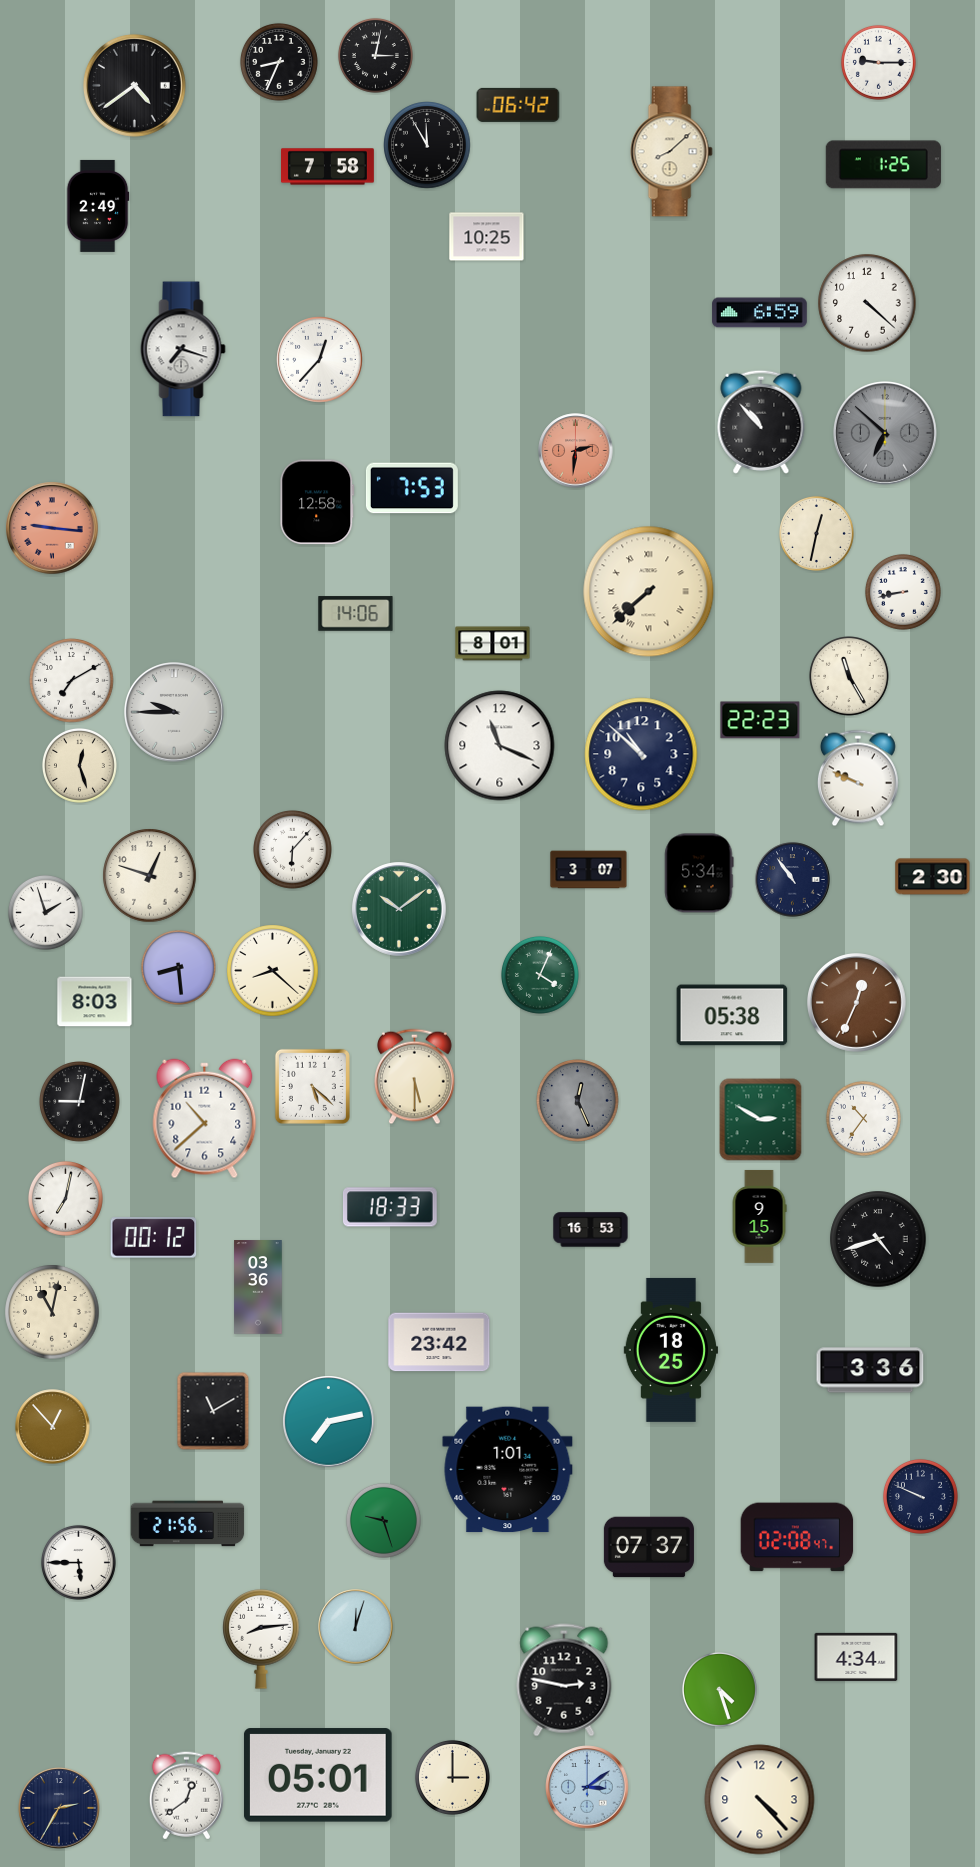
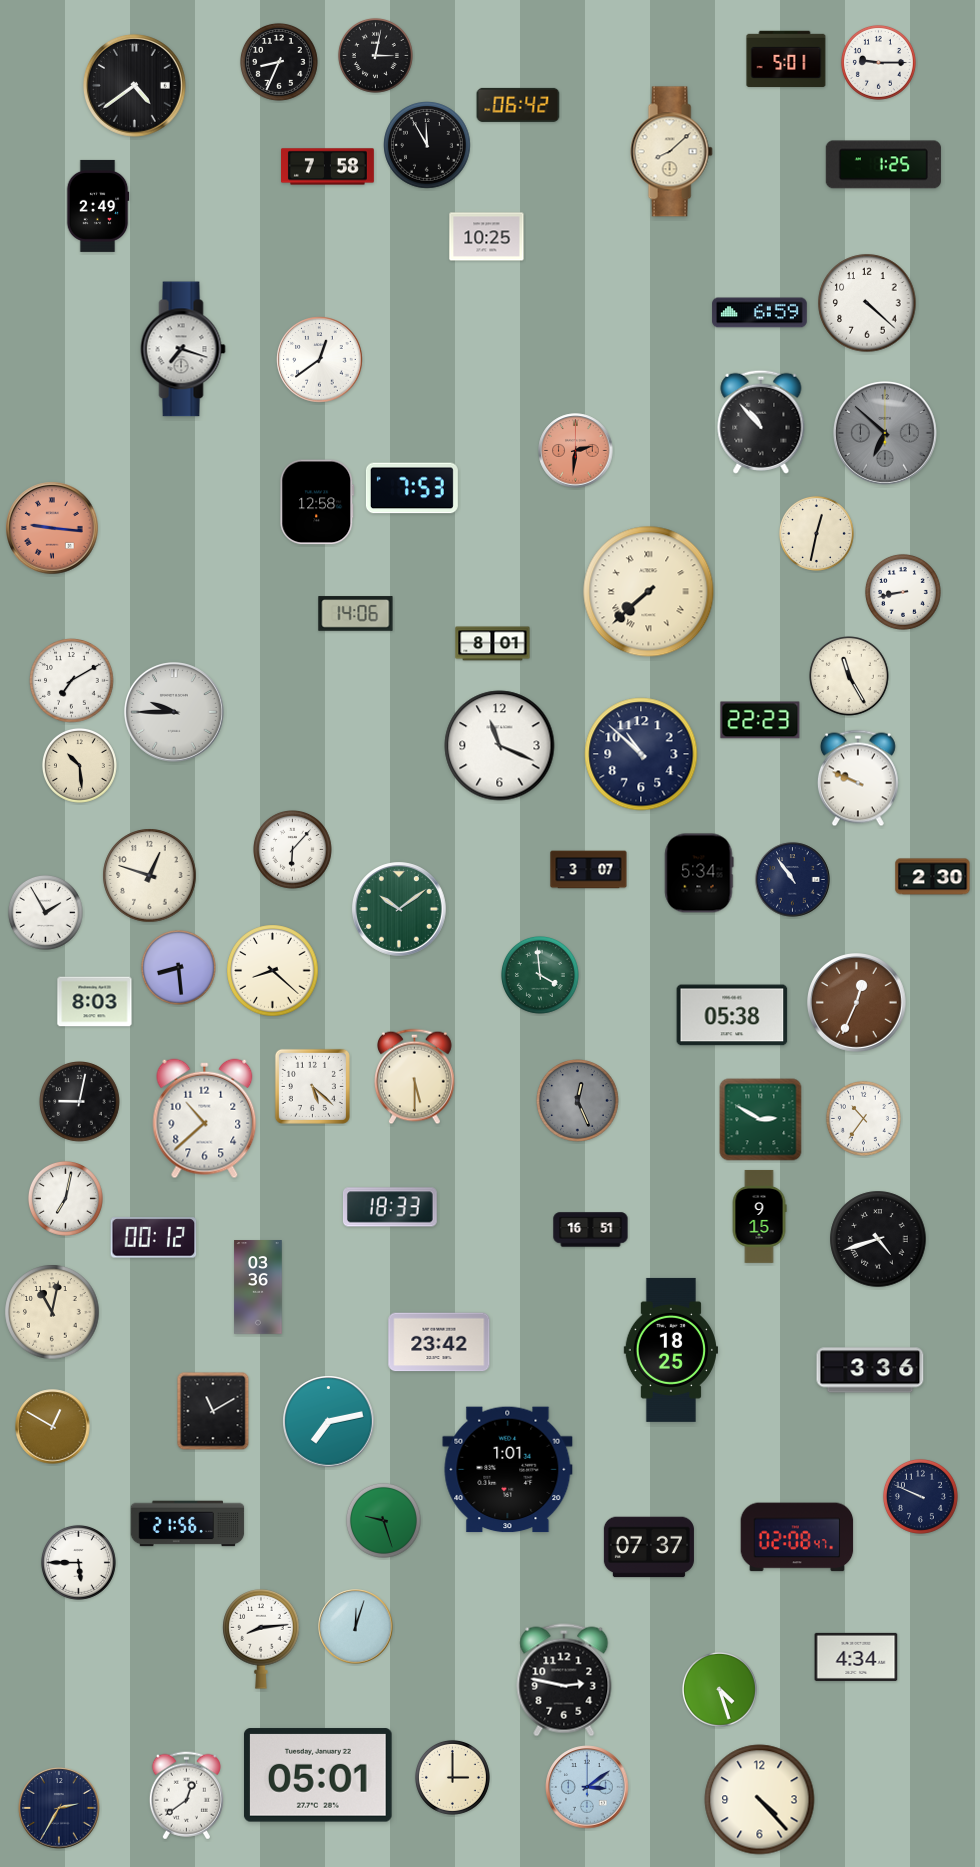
clock at (786, 58): none -> 5:01
clock at (320, 360): 12:37 -> 12:39
clock at (79, 765): 12:27 -> 10:29
clock at (45, 912): 1:57 -> 1:55
clock at (540, 975): 4:04 -> 3:59
clock at (591, 1230): 16:53 -> 16:51
clock at (53, 1427): 12:53 -> 12:50
